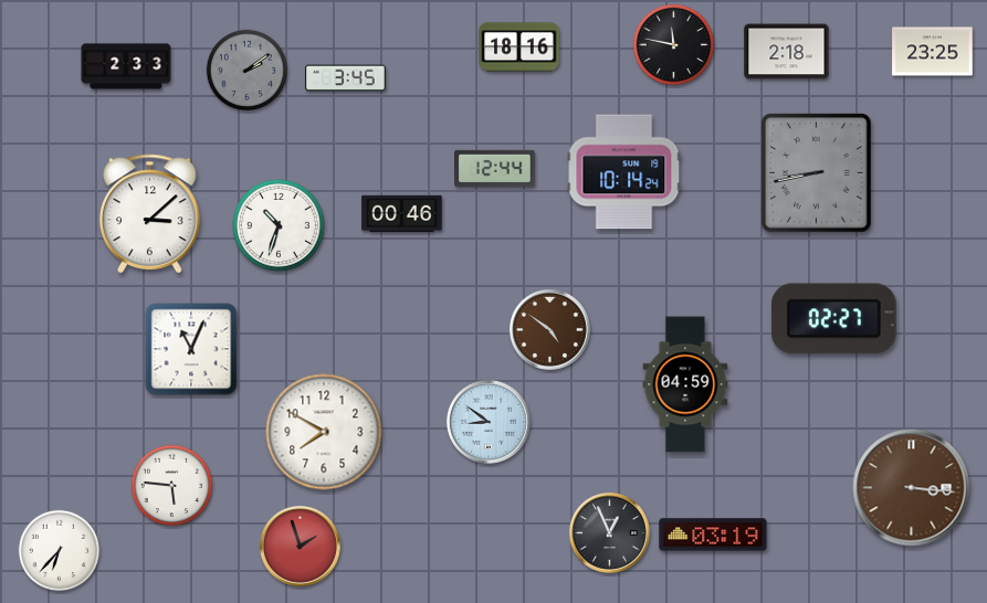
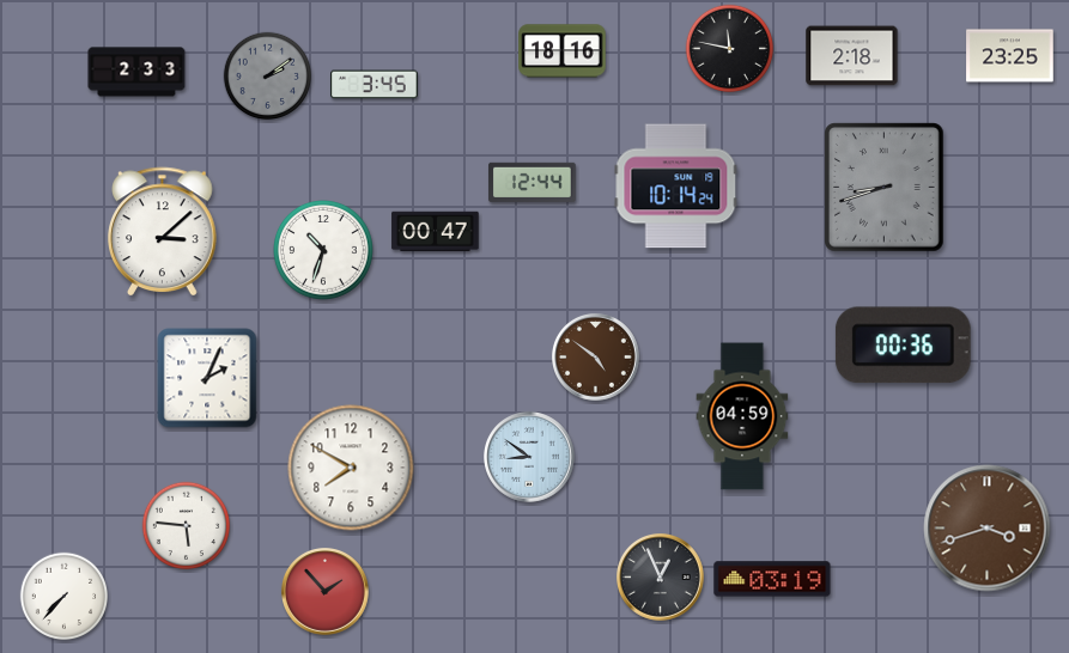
clock at (495, 168) position: (495, 168) -> (533, 182)
clock at (817, 173): 8:43 -> 8:42
clock at (402, 214): 00:46 -> 00:47
clock at (280, 226) position: (280, 226) -> (324, 251)
clock at (833, 319): 02:27 -> 00:36
clock at (191, 349): 11:04 -> 2:04
clock at (912, 488): 3:16 -> 3:42
clock at (301, 547): 1:57 -> 1:53
clock at (60, 551): 6:37 -> 7:37
